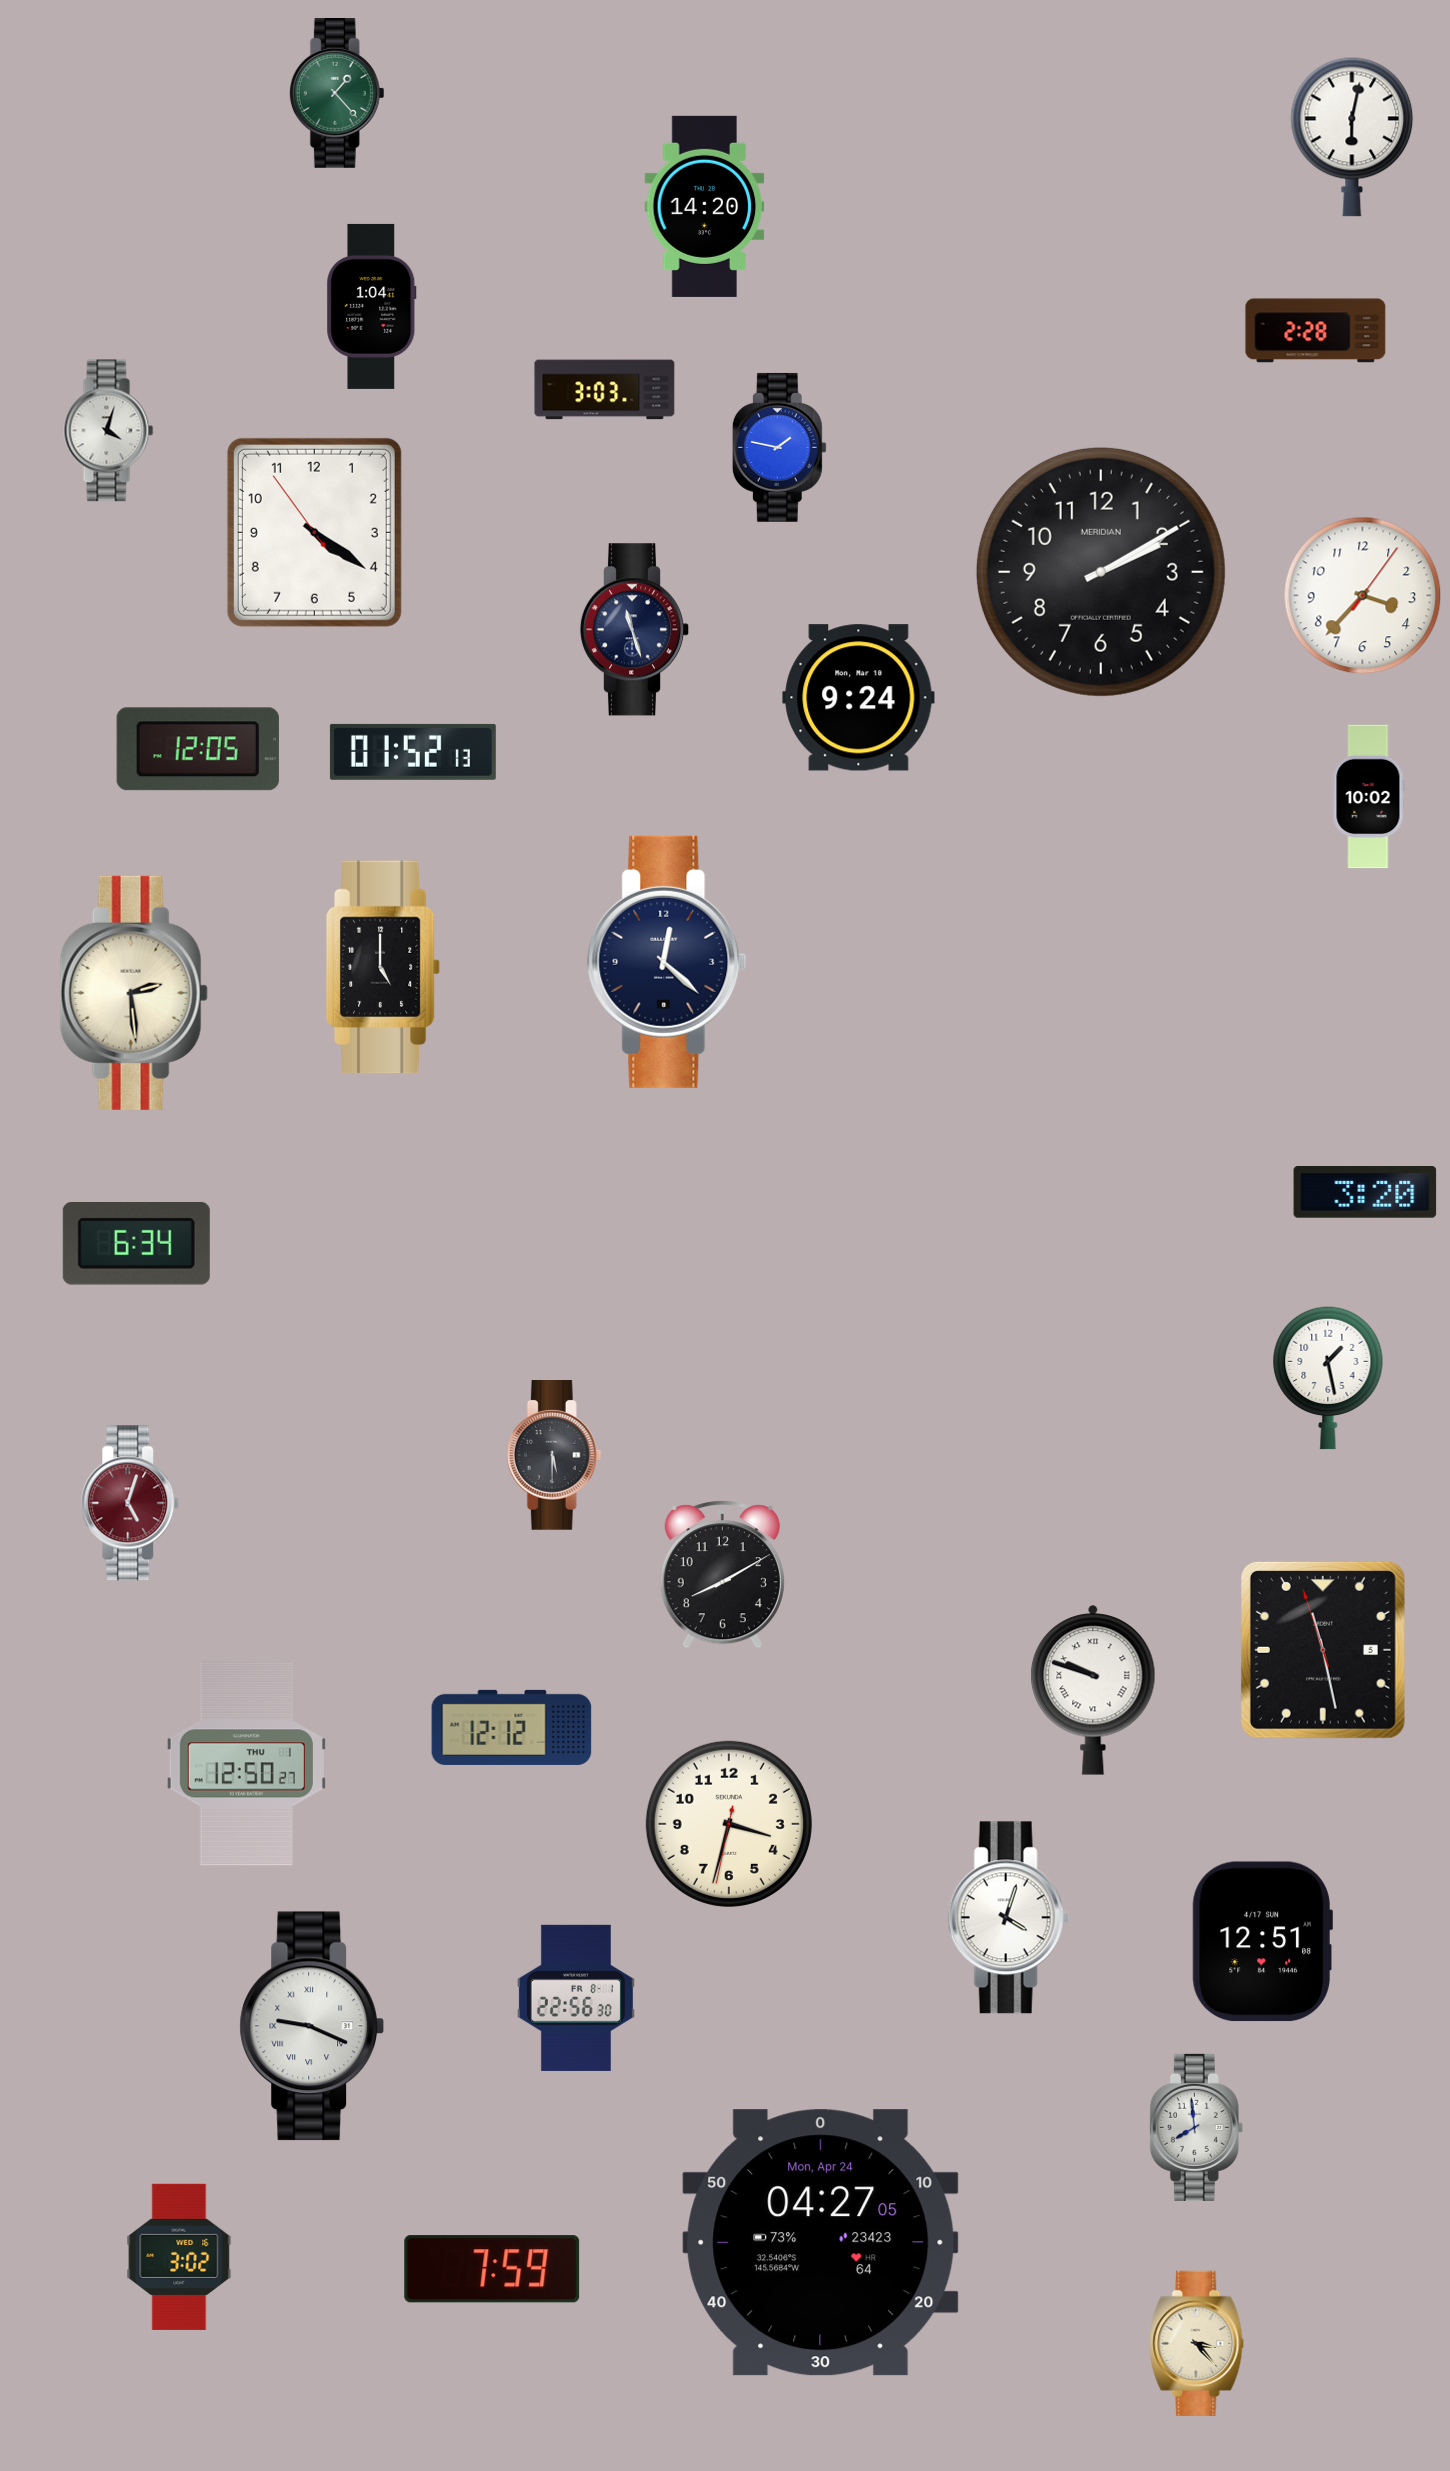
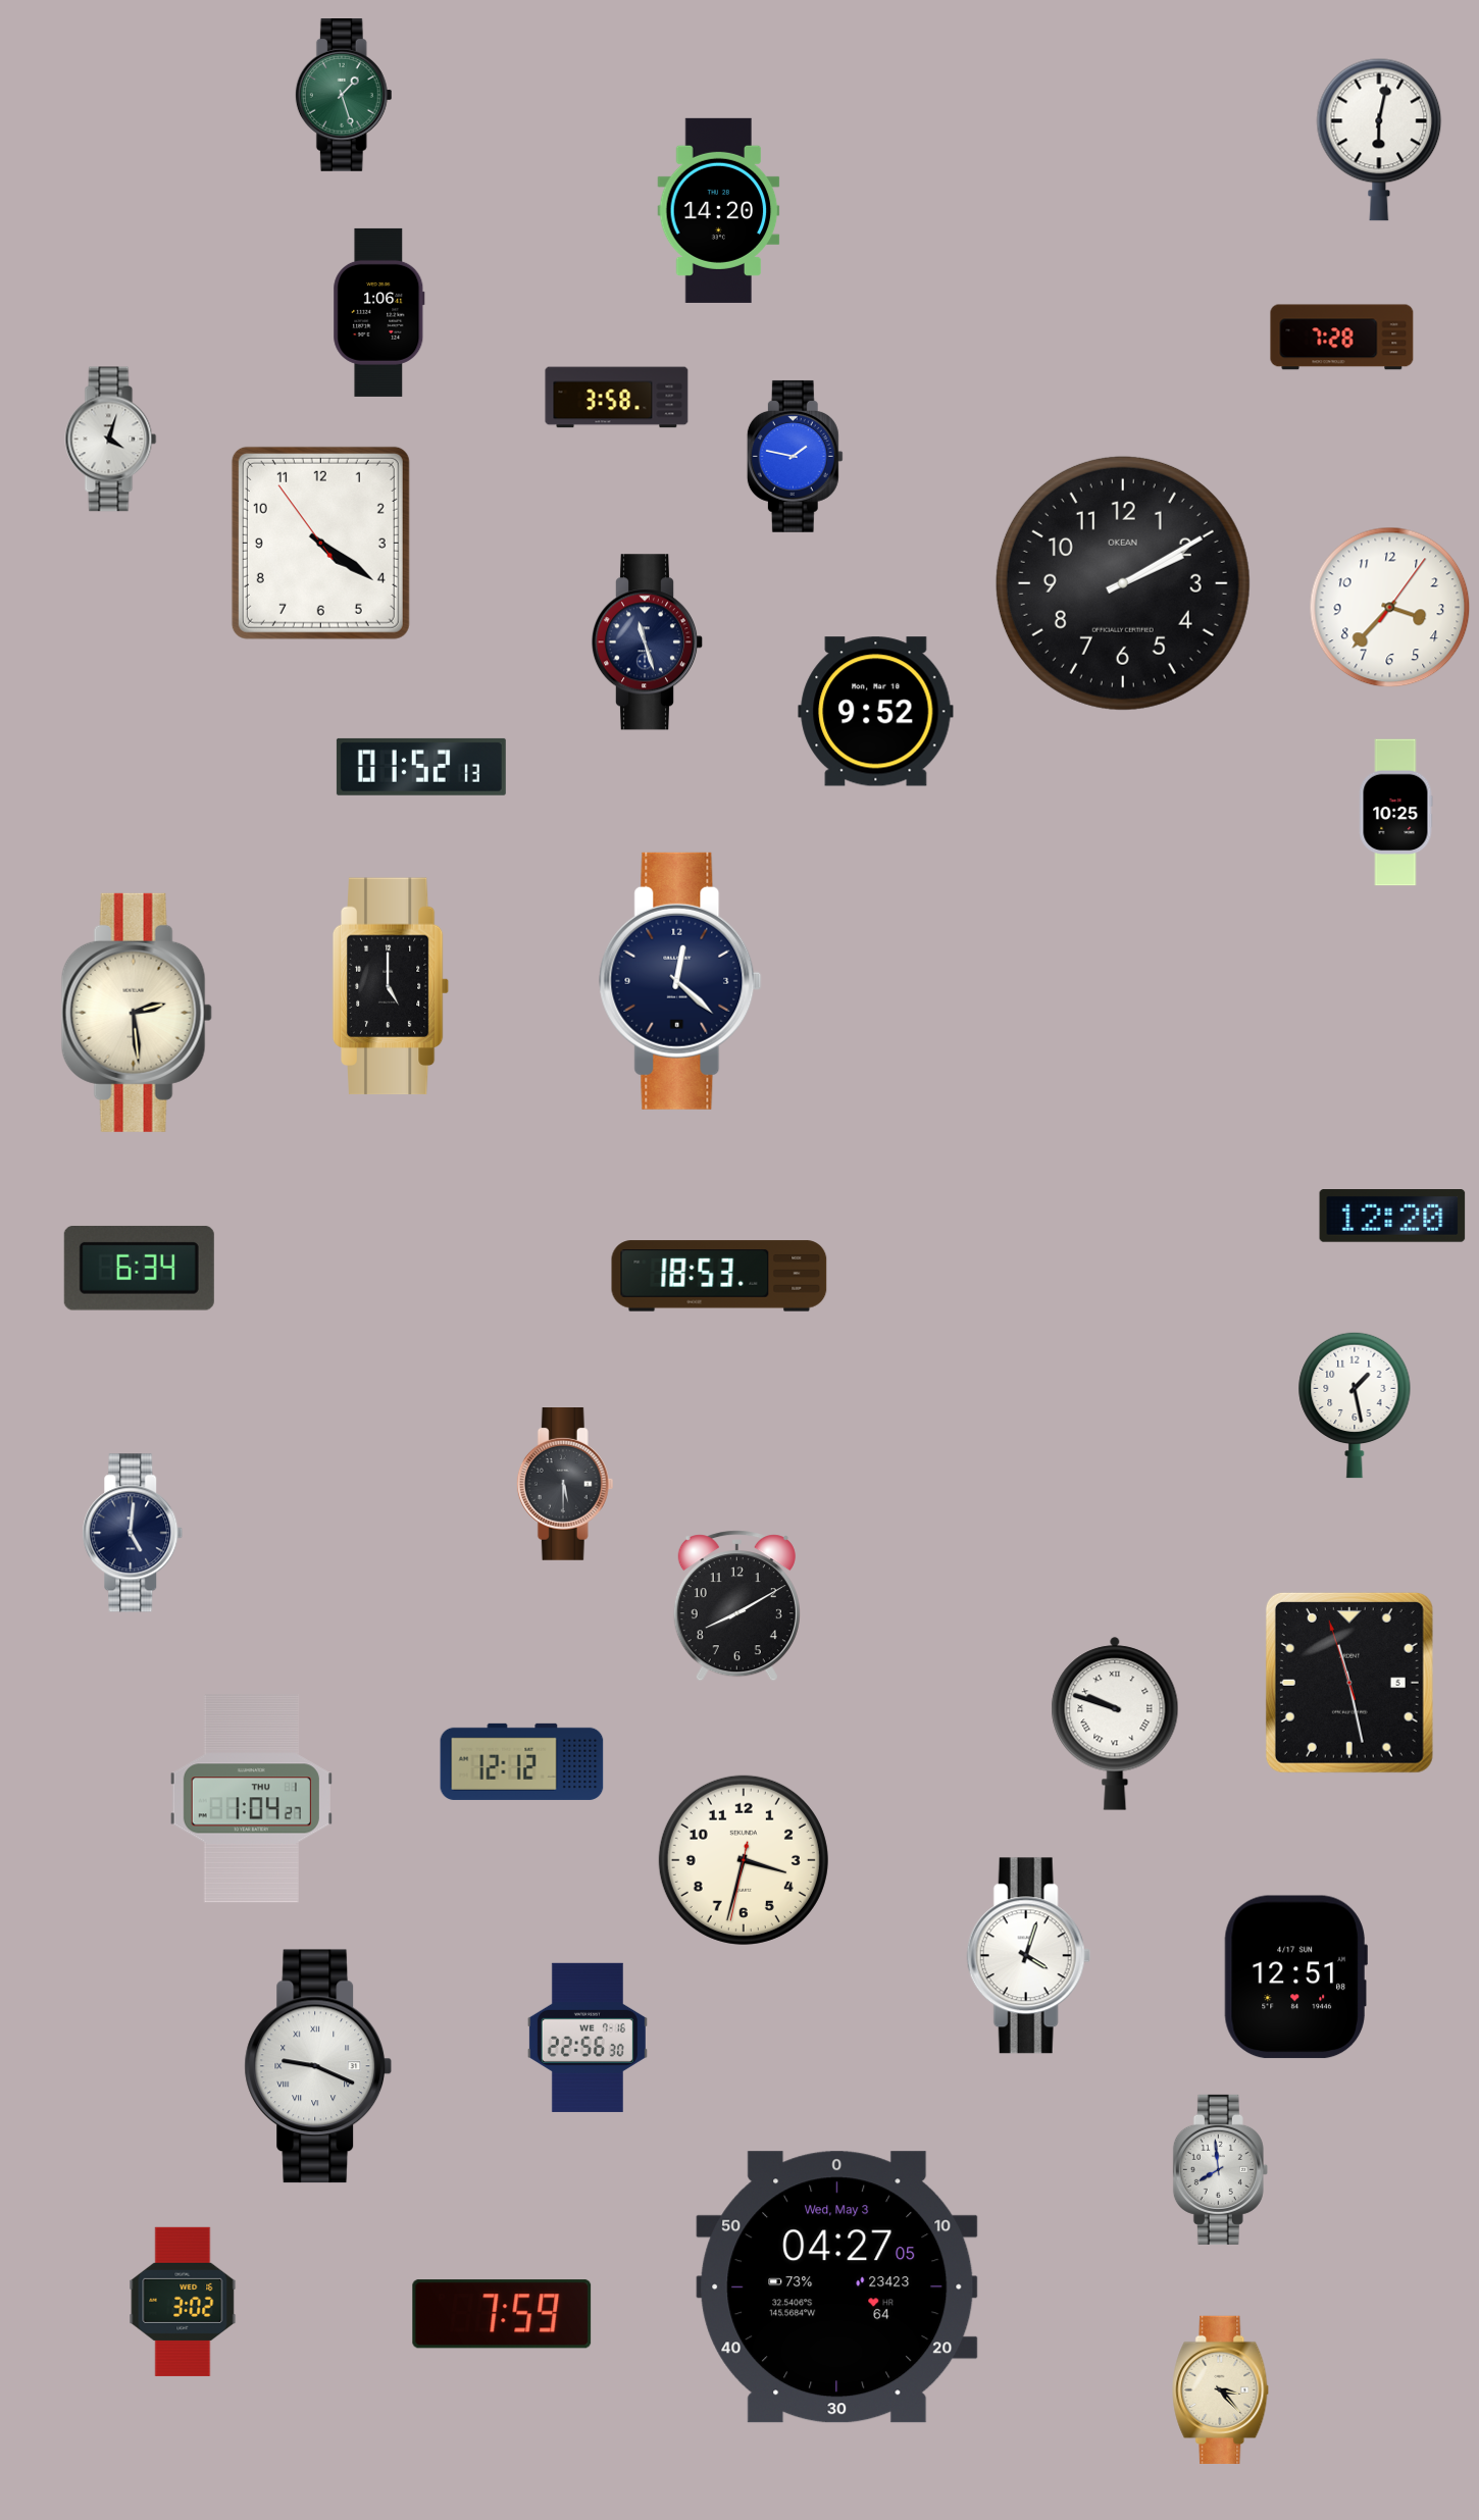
clock at (337, 94): 1:23 -> 1:27
clock at (372, 306): 1:04 -> 1:06
clock at (1316, 331): 2:28 -> 7:28
clock at (605, 390): 3:03 -> 3:58
clock at (1101, 572) brand: MERIDIAN -> OKEAN
clock at (859, 698): 9:24 -> 9:52
clock at (198, 749): 12:05 -> none
clock at (1368, 797): 10:02 -> 10:25
clock at (1365, 1193): 3:20 -> 12:20
clock at (719, 1276): none -> 18:53
clock at (130, 1503): 5:03 -> 5:01
clock at (130, 1503) dial: burgundy -> navy
clock at (246, 1764): 12:50 -> 1:04
clock at (1262, 1942) position: (1262, 1942) -> (1295, 1977)
clock at (576, 1998) date: FR 8-1 -> WE 7-16
clock at (821, 2243) date: Mon, Apr 24 -> Wed, May 3
